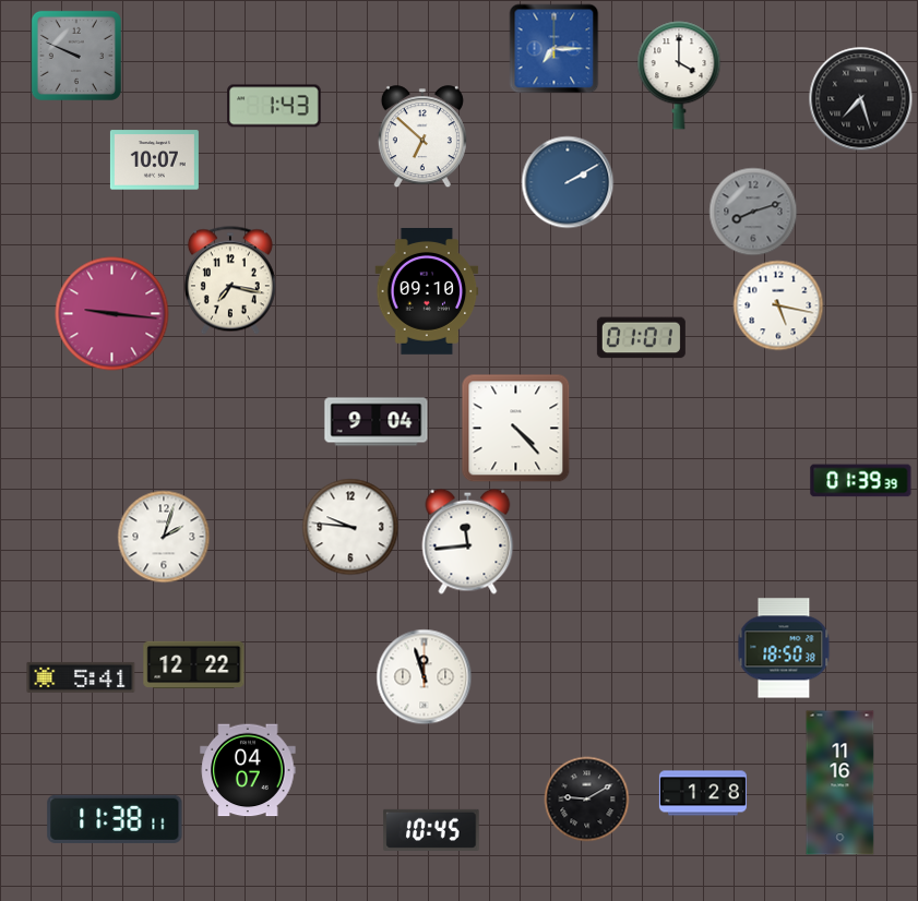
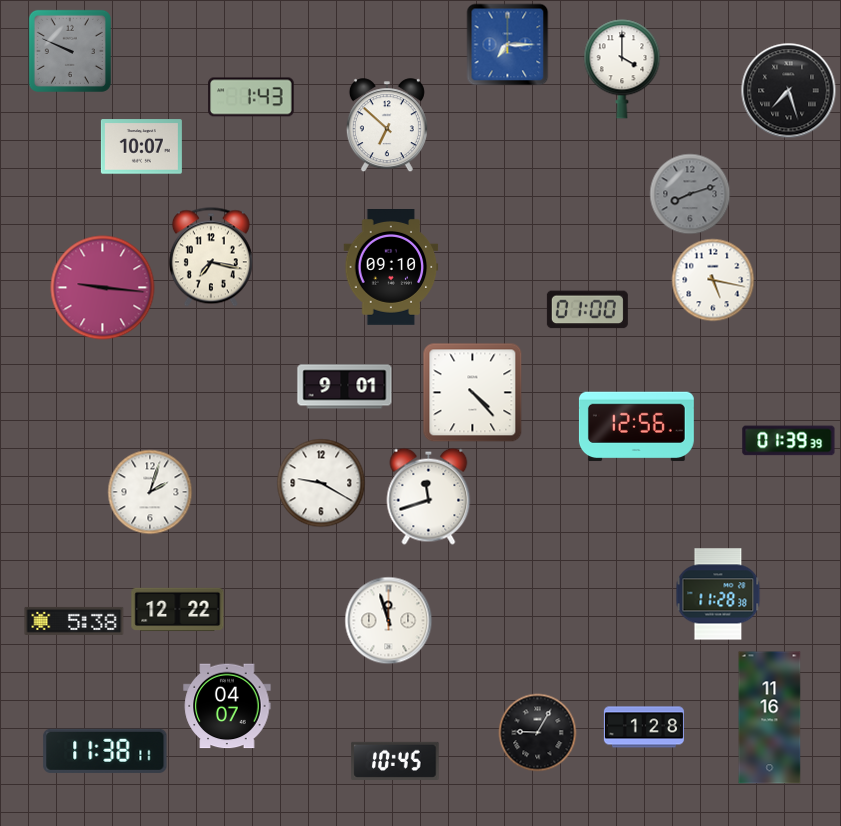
clock at (568, 182): 2:10 -> none
clock at (641, 338): 01:01 -> 01:00
clock at (377, 422): 9:04 -> 9:01
clock at (636, 427): none -> 12:56
clock at (350, 527): 9:46 -> 9:20
clock at (468, 541): 11:44 -> 11:42
clock at (784, 648): 18:50 -> 11:28
clock at (81, 677): 5:41 -> 5:38
clock at (587, 800): 9:10 -> 9:05
